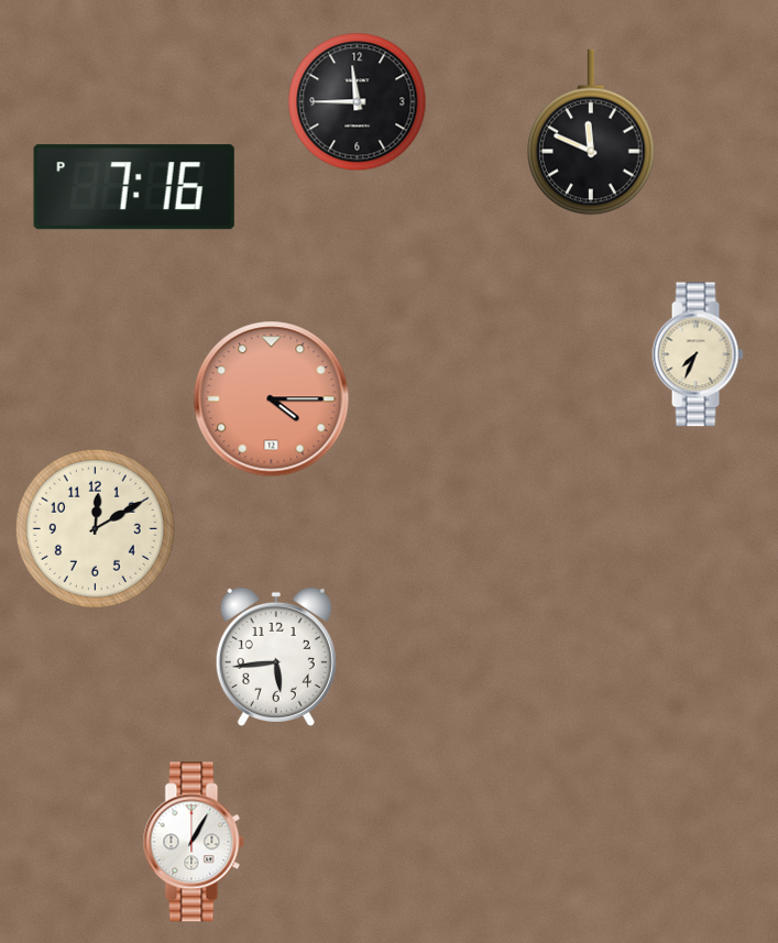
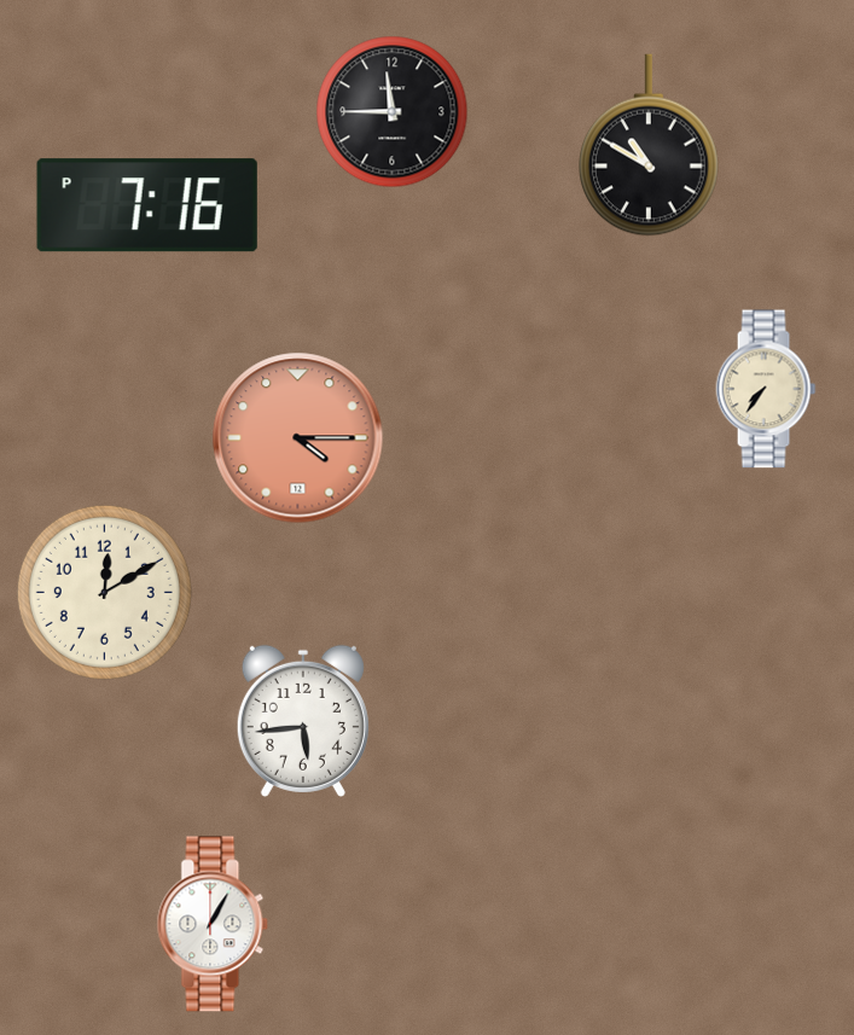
clock at (592, 132): 11:49 -> 10:50
clock at (698, 354): 7:34 -> 7:36
clock at (95, 528) position: (95, 528) -> (104, 592)
